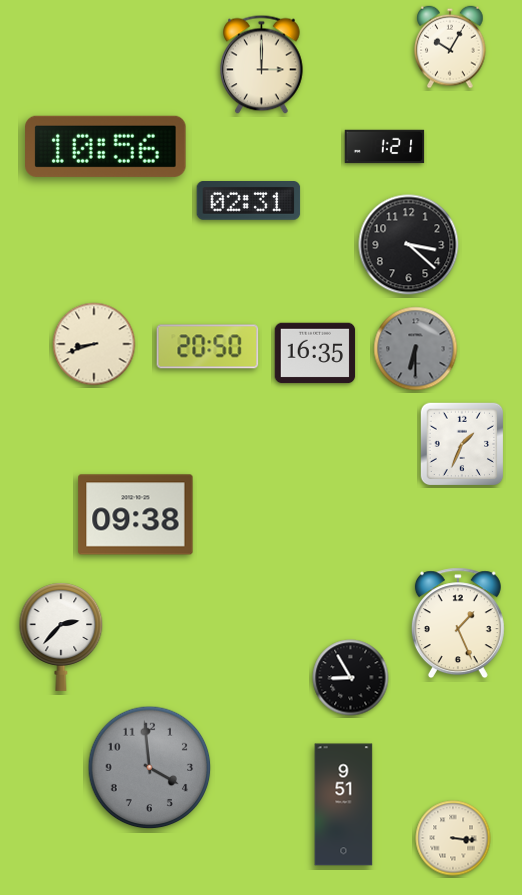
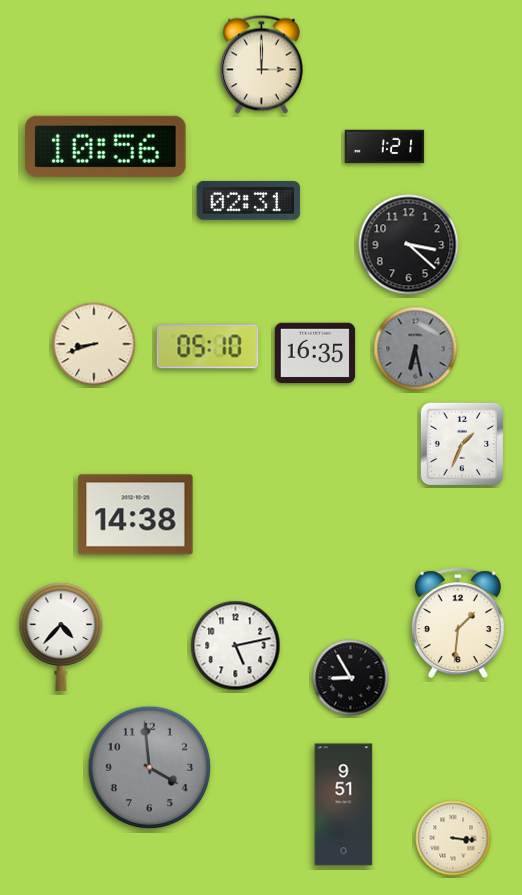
clock at (450, 47): 10:05 -> none
clock at (208, 347): 20:50 -> 05:10
clock at (416, 349): 6:30 -> 6:28
clock at (136, 515): 09:38 -> 14:38
clock at (458, 623): 1:26 -> 1:31
clock at (61, 637): 2:37 -> 4:37
clock at (236, 646): none -> 5:13
